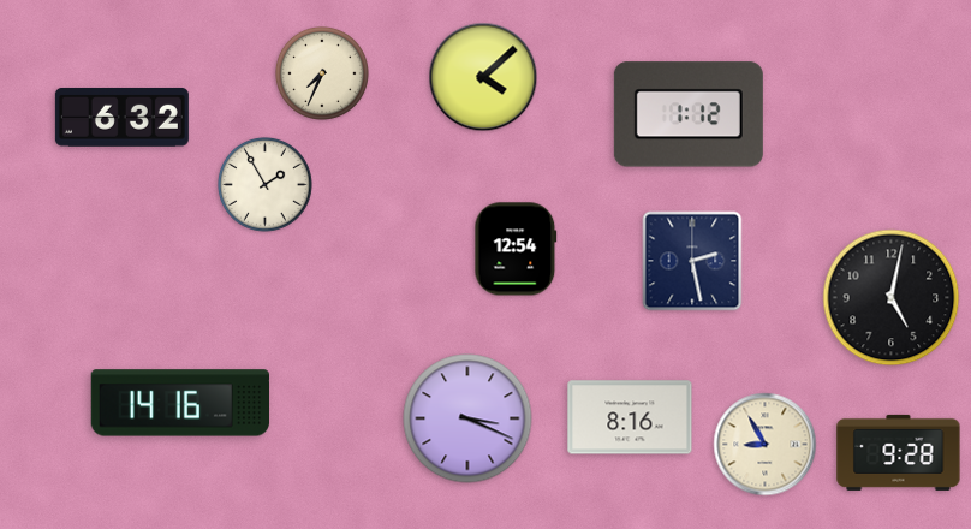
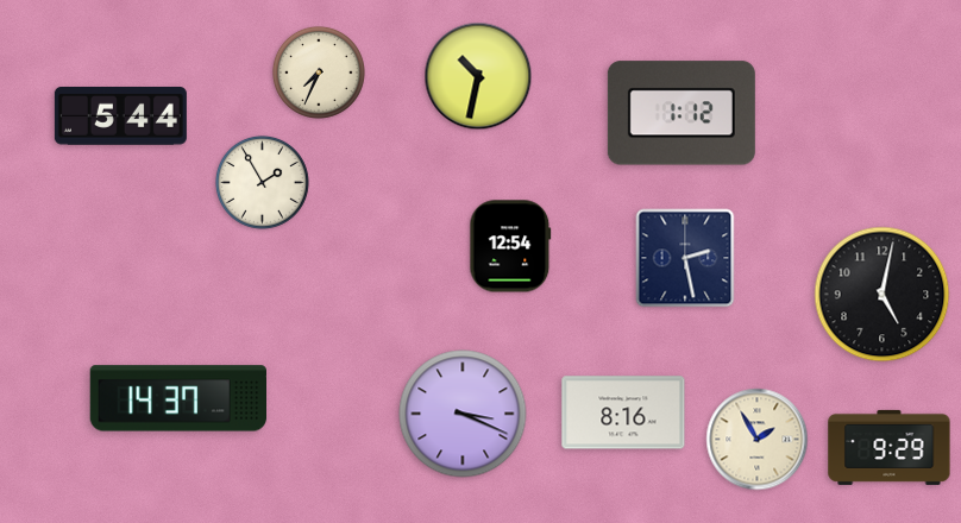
clock at (483, 77): 4:08 -> 10:32
clock at (121, 117): 6:32 -> 5:44
clock at (179, 403): 14:16 -> 14:37
clock at (766, 445): 8:55 -> 1:55
clock at (899, 452): 9:28 -> 9:29
